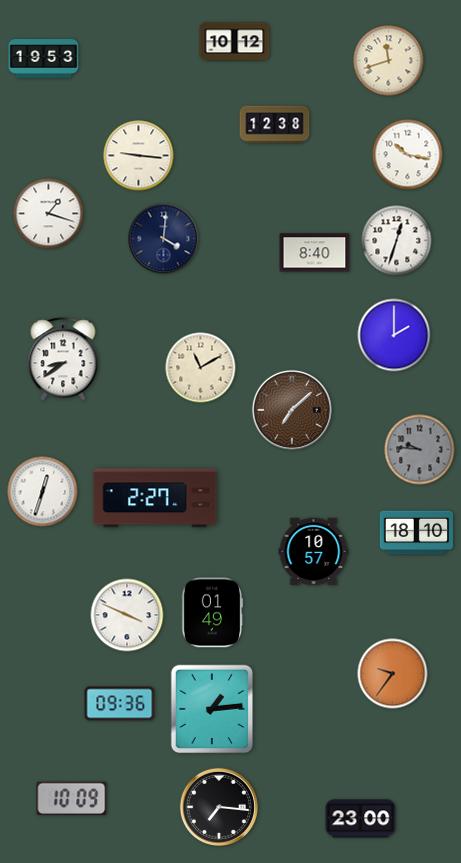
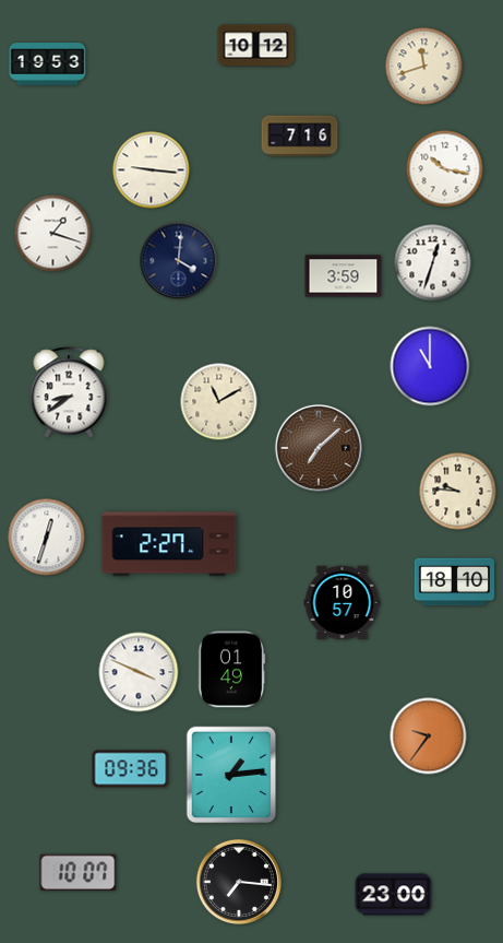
clock at (275, 125): 12:38 -> 7:16
clock at (315, 253): 8:40 -> 3:59
clock at (394, 335): 2:00 -> 11:00
clock at (420, 450) dial: grey -> cream
clock at (72, 798): 10:09 -> 10:07
